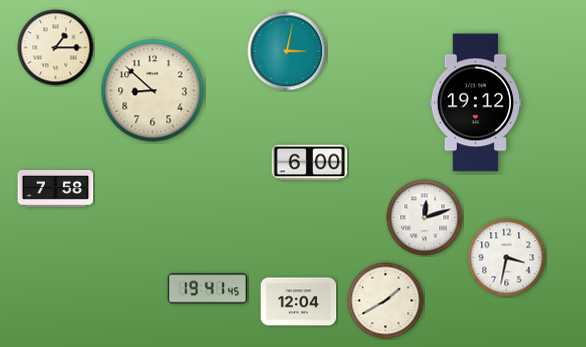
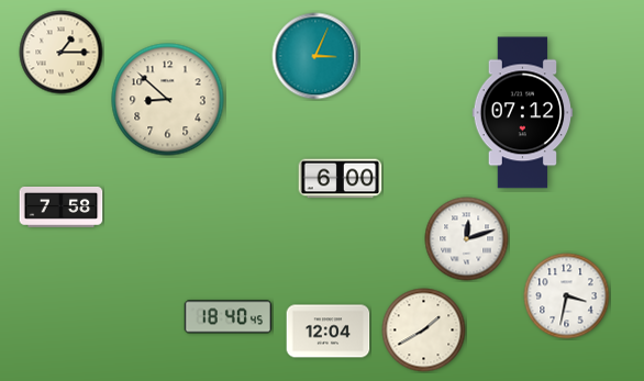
clock at (287, 51): 3:02 -> 3:04
clock at (476, 103): 19:12 -> 07:12
clock at (507, 258) position: (507, 258) -> (567, 296)
clock at (207, 289): 19:41 -> 18:40
